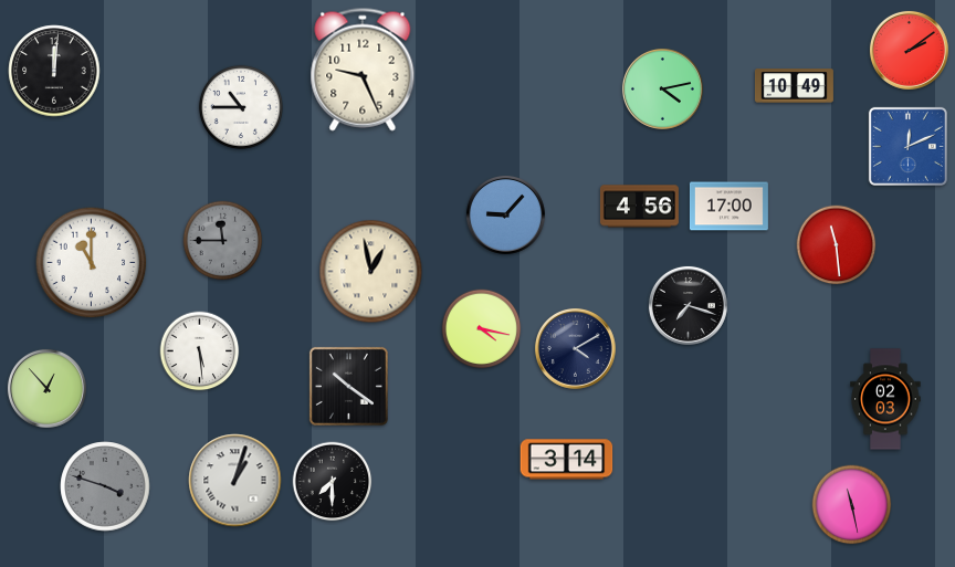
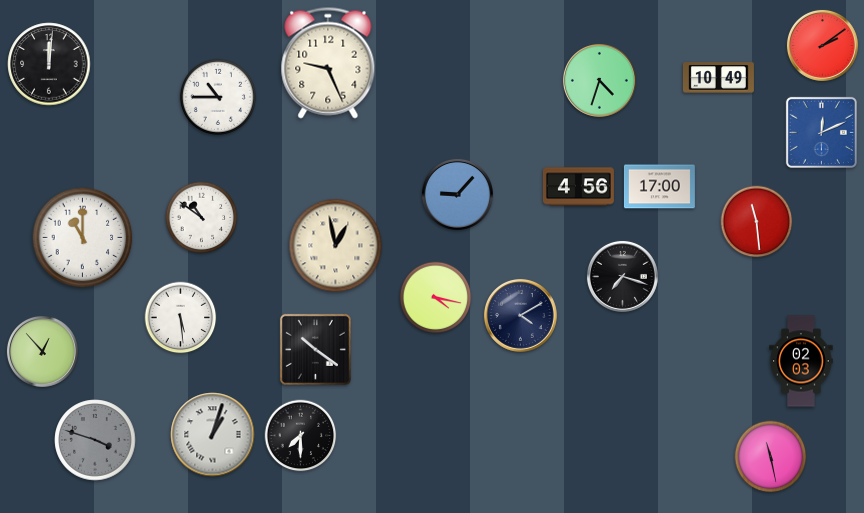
clock at (662, 88): 4:13 -> 4:33
clock at (223, 241): 11:45 -> 10:51
clock at (223, 241) dial: grey -> white
clock at (567, 460): 3:14 -> none
